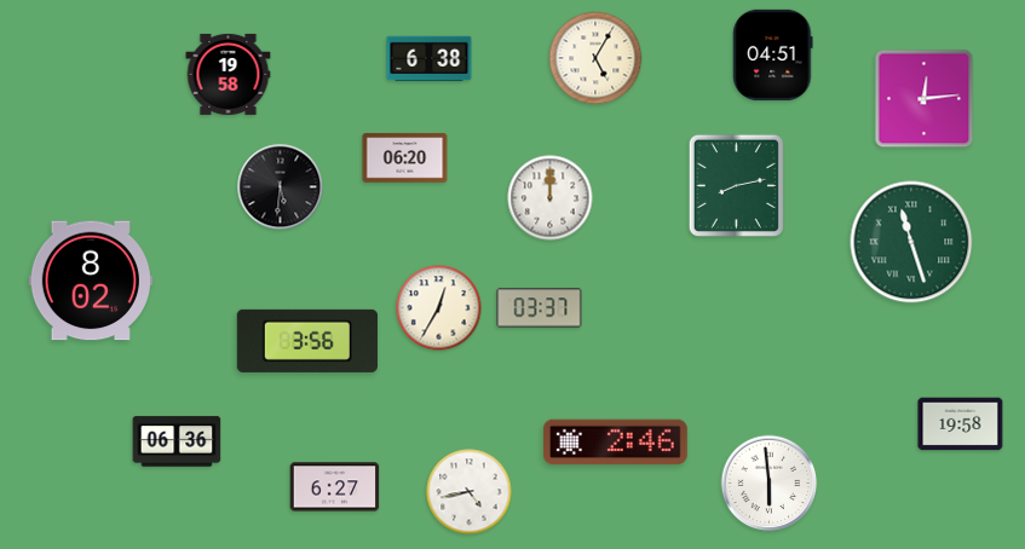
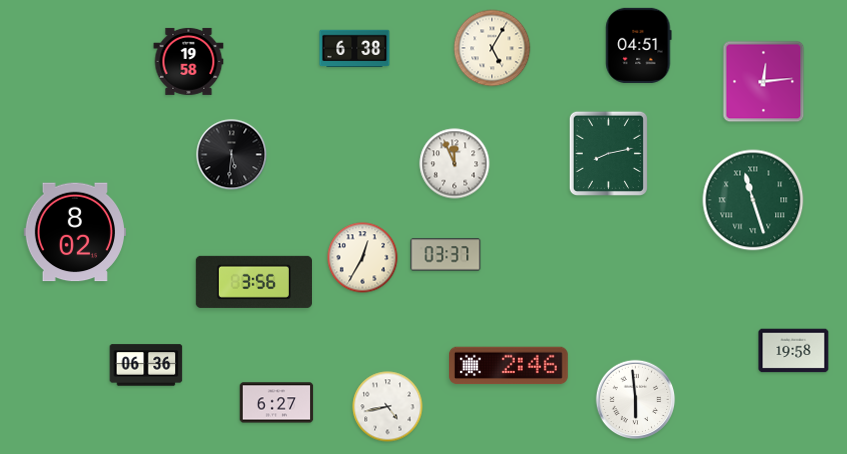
clock at (405, 158): 06:20 -> none
clock at (551, 198): 12:00 -> 11:56
clock at (439, 308) position: (439, 308) -> (363, 258)
